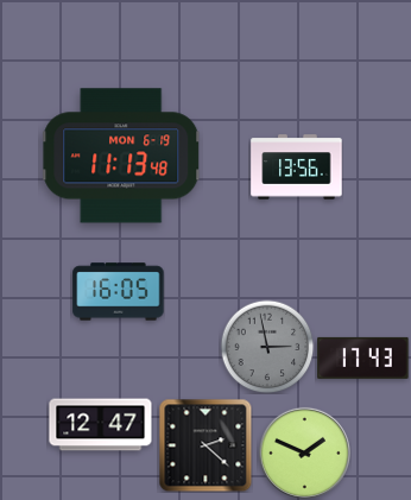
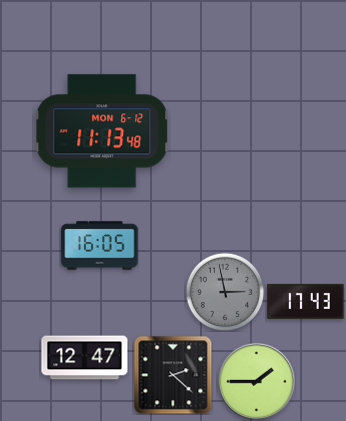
clock at (122, 156) date: MON 6-19 -> MON 6-12
clock at (297, 167): 13:56 -> none
clock at (304, 452): 1:49 -> 1:45
